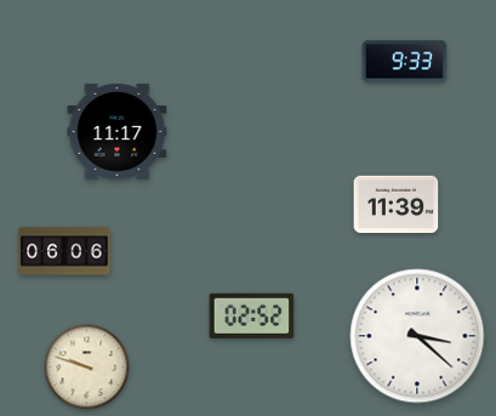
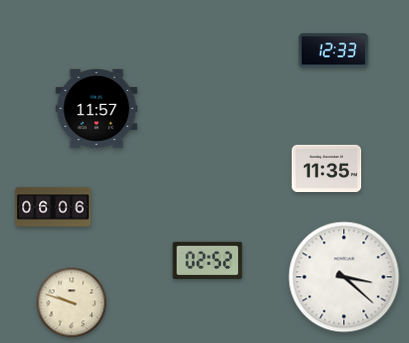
clock at (405, 62): 9:33 -> 12:33
clock at (118, 131): 11:17 -> 11:57
clock at (397, 205): 11:39 -> 11:35
